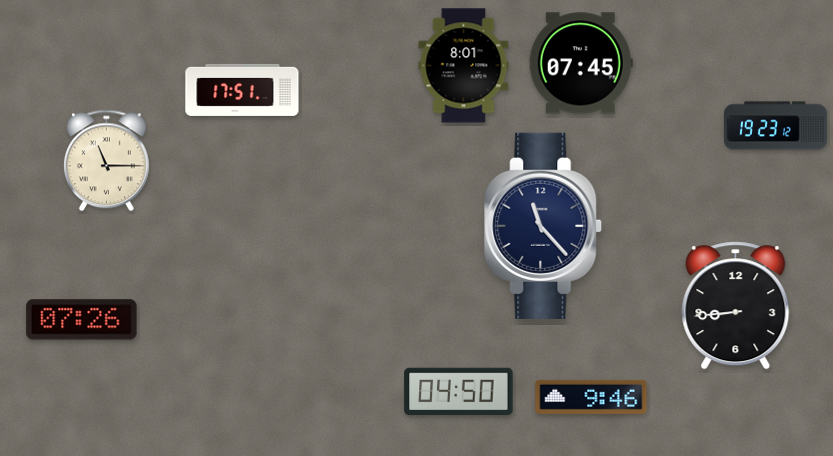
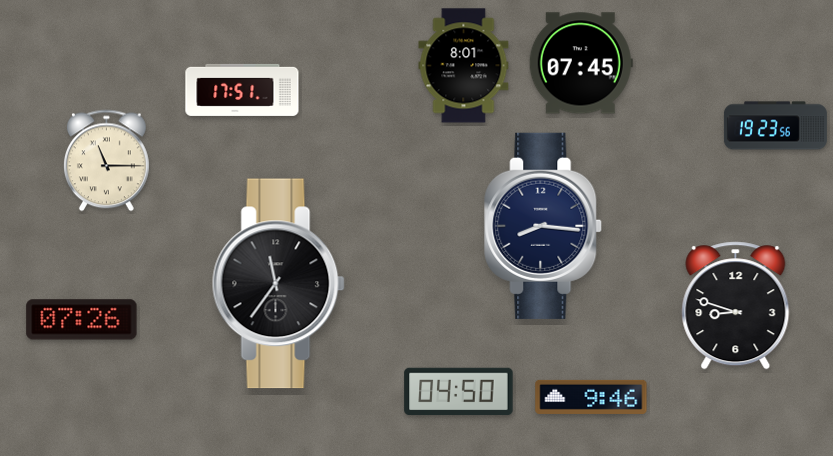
clock at (775, 126): 19:23:12 -> 19:23:56
clock at (544, 226): 11:23 -> 8:16
clock at (278, 284): none -> 11:36
clock at (736, 306): 8:44 -> 8:48
